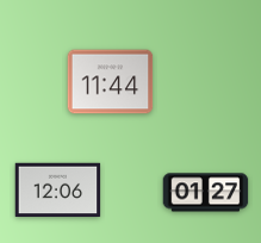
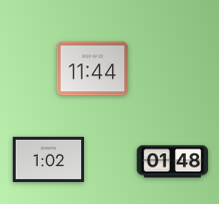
clock at (58, 191): 12:06 -> 1:02
clock at (206, 193): 01:27 -> 01:48
